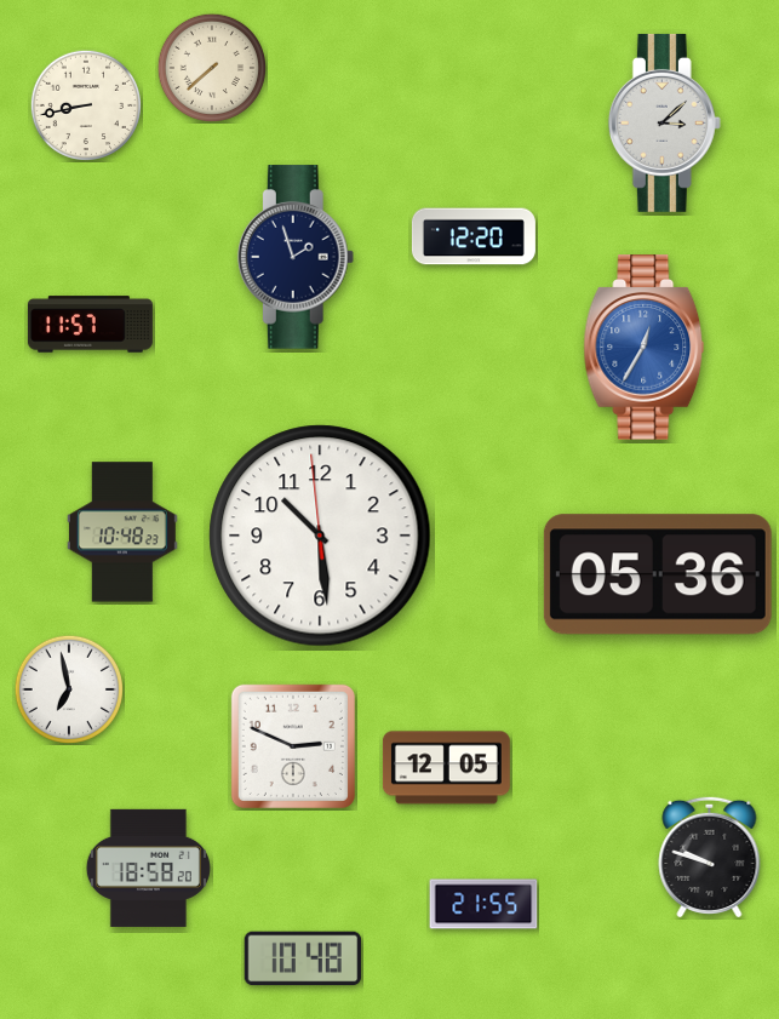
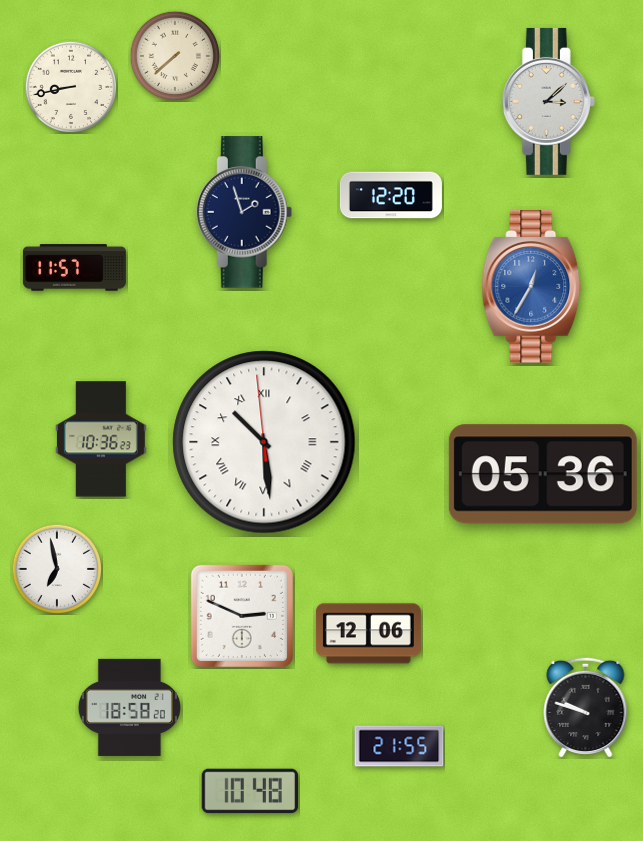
clock at (122, 532): 10:48 -> 10:36
clock at (320, 536) numerals: Arabic -> Roman
clock at (446, 768): 12:05 -> 12:06
clock at (148, 868) position: (148, 868) -> (129, 707)
